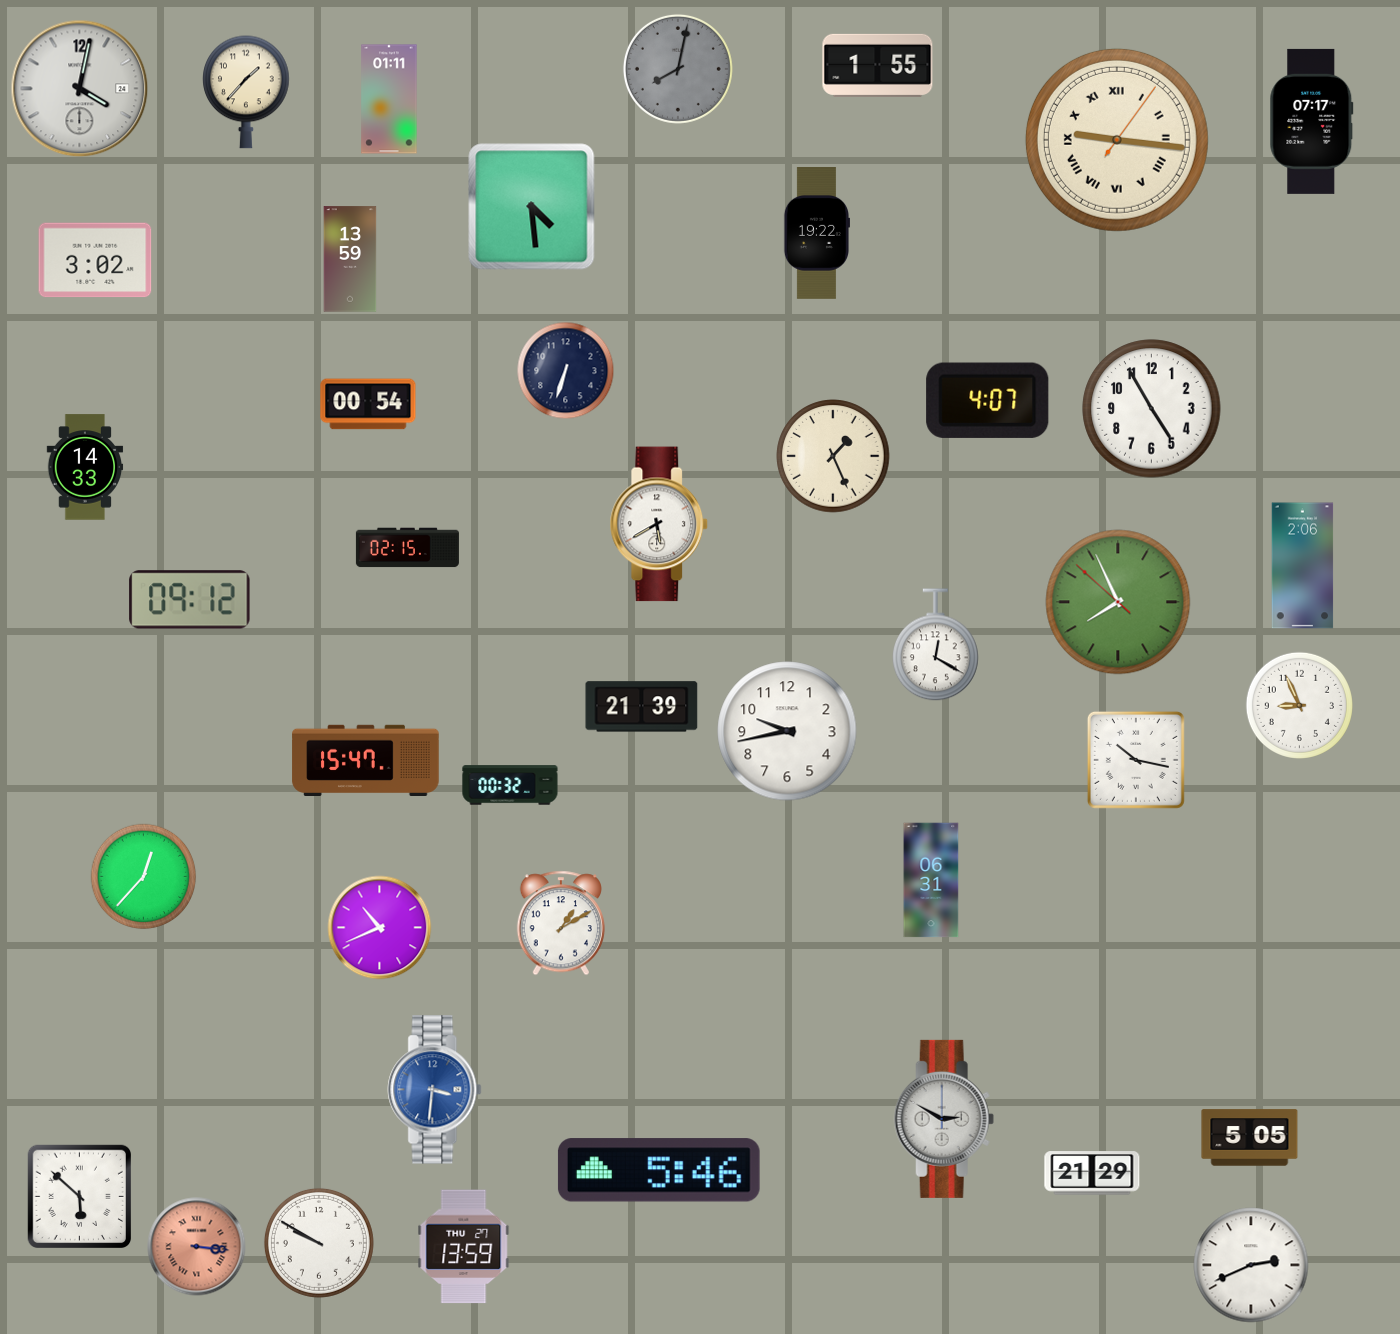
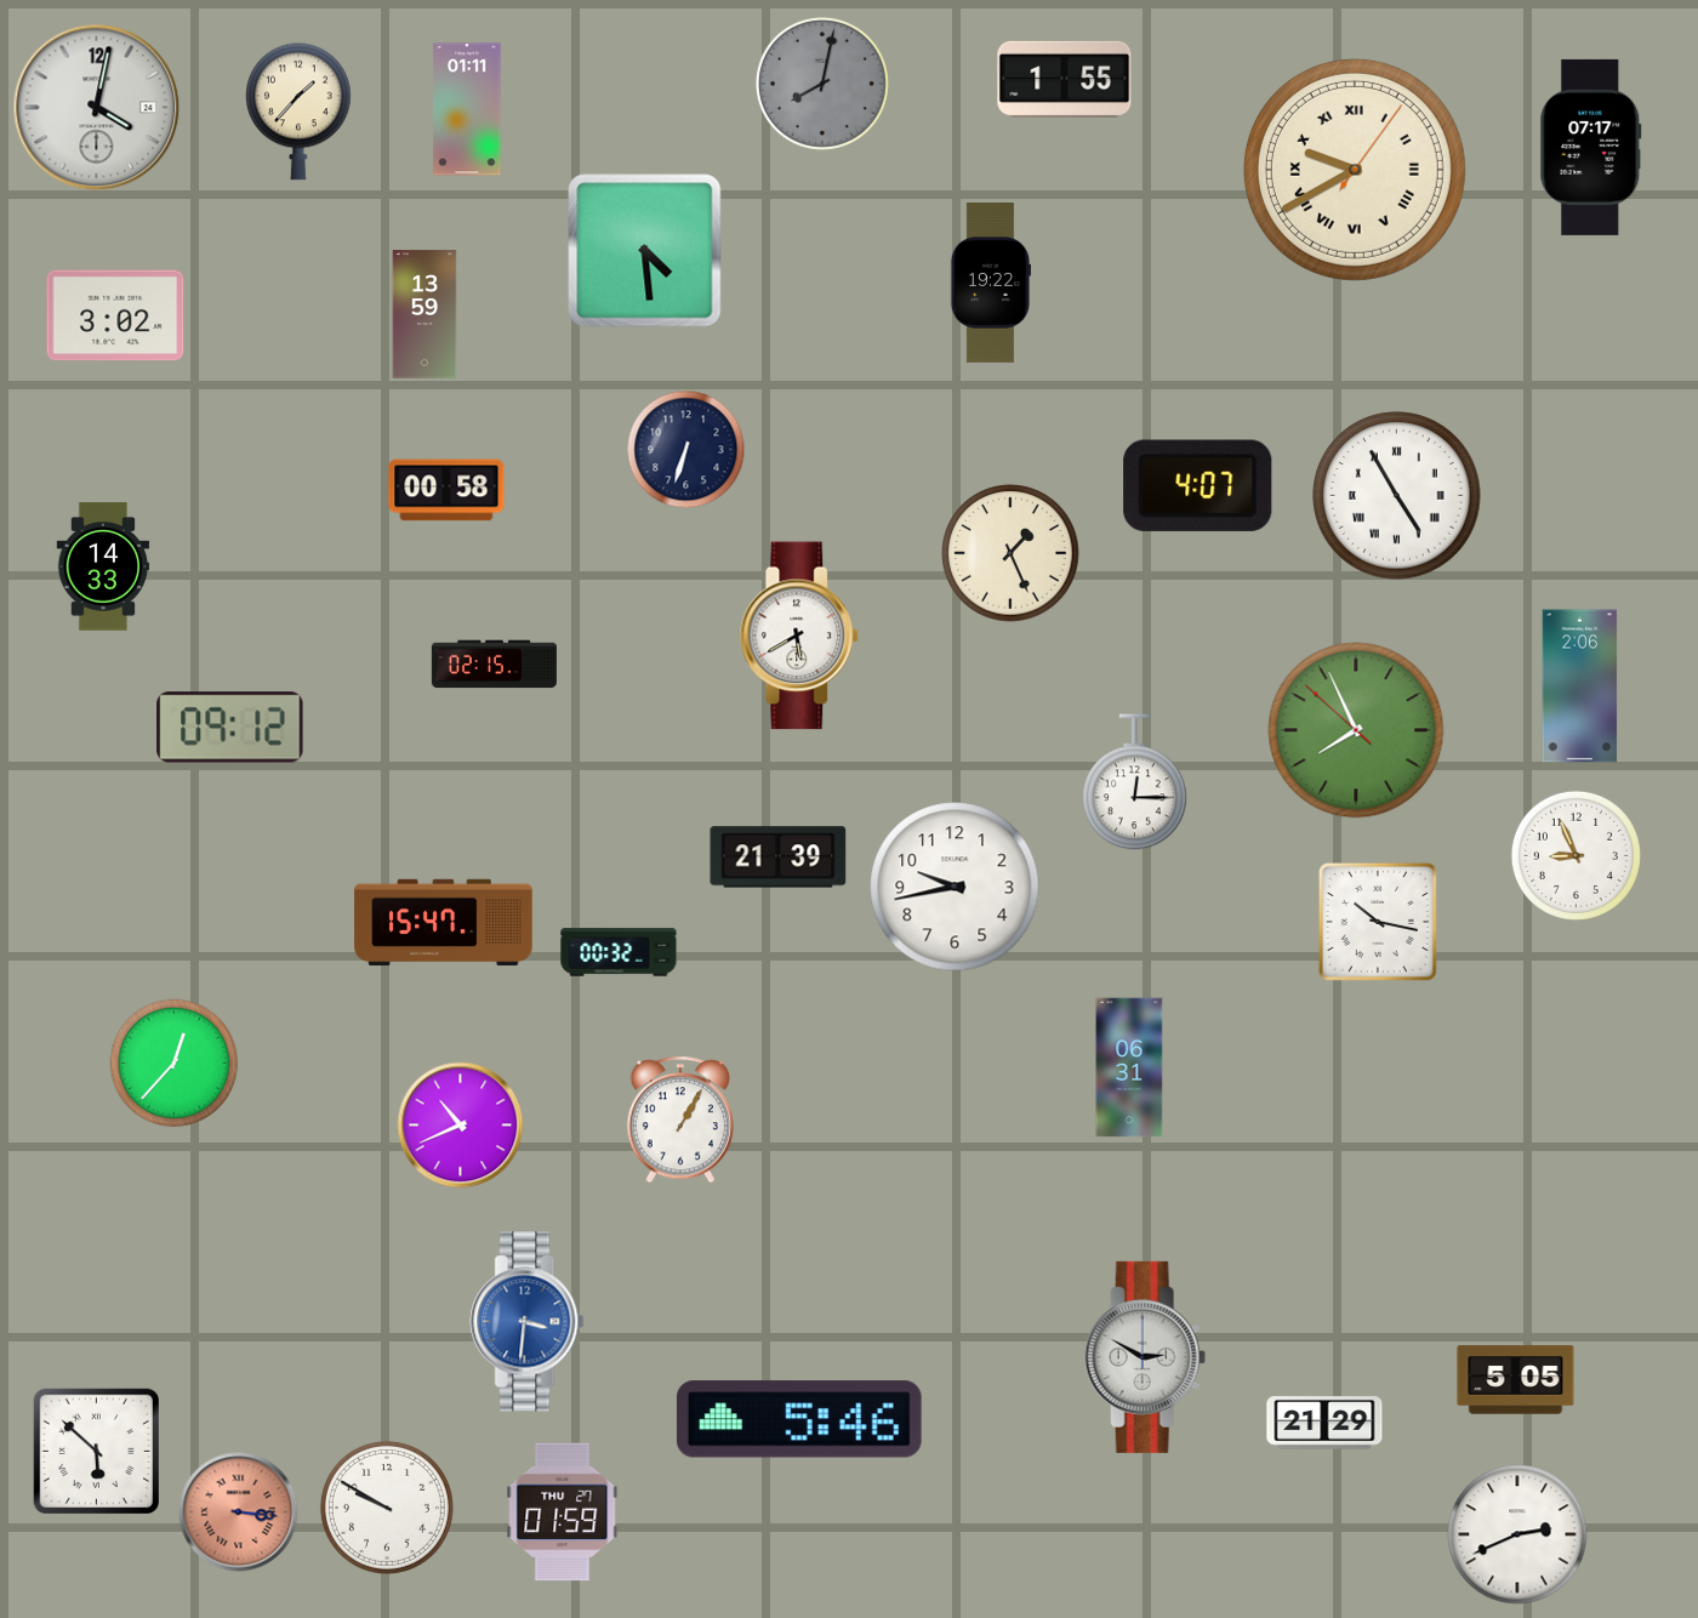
clock at (389, 99) position: (389, 99) -> (467, 109)
clock at (1117, 140): 9:16 -> 9:40
clock at (368, 404): 00:54 -> 00:58
clock at (1152, 409) numerals: Arabic -> Roman
clock at (936, 645): 12:20 -> 12:15
clock at (561, 923): 1:10 -> 1:05
clock at (464, 1247): 13:59 -> 01:59
